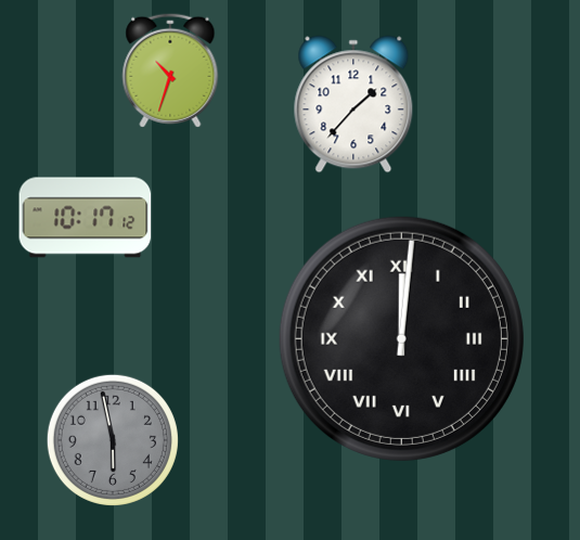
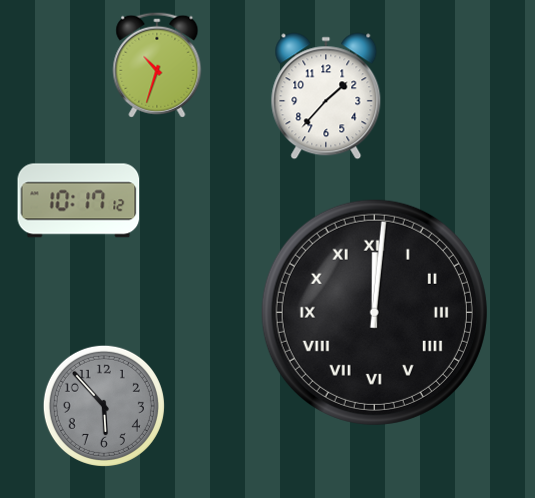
clock at (401, 338) position: (401, 338) -> (374, 312)
clock at (113, 440): 5:58 -> 5:53
